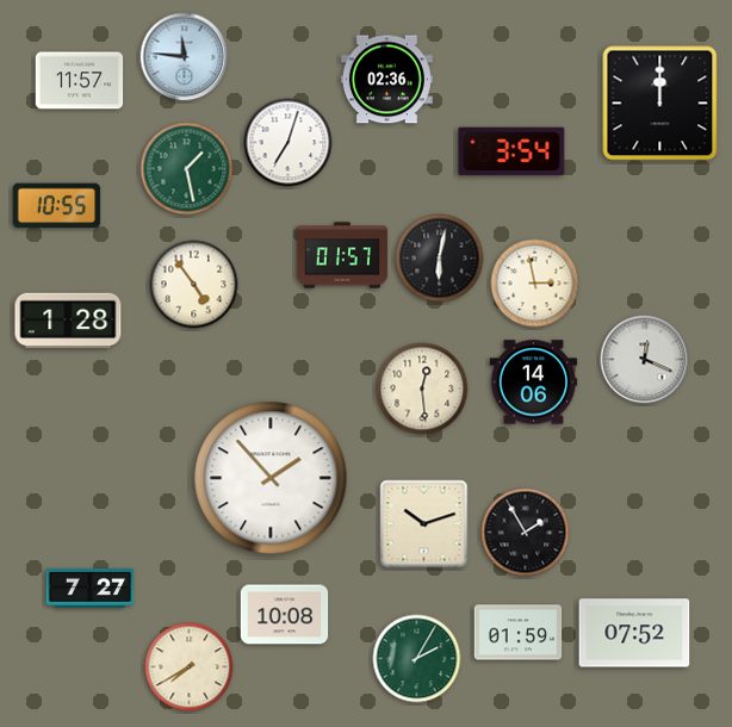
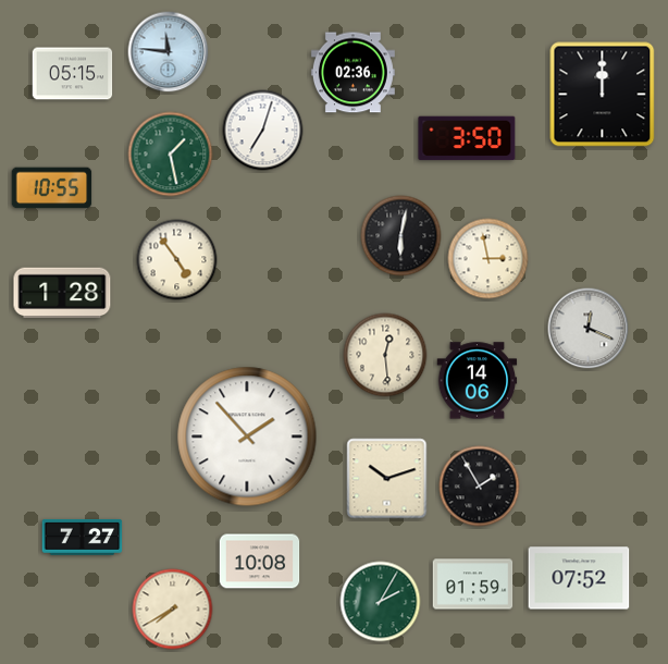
clock at (80, 81): 11:57 -> 05:15
clock at (511, 151): 3:54 -> 3:50
clock at (342, 255): 01:57 -> none
clock at (534, 383) position: (534, 383) -> (478, 381)
clock at (519, 633) position: (519, 633) -> (473, 585)
